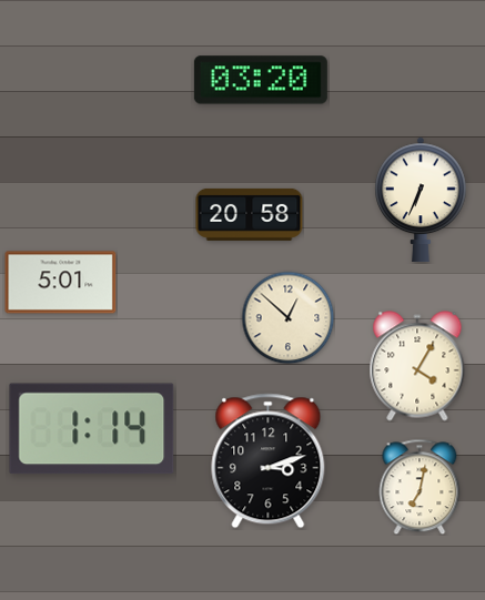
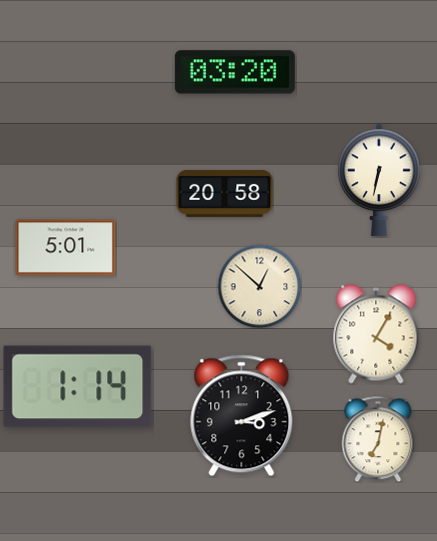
clock at (421, 199): 6:34 -> 6:32
clock at (61, 283) position: (61, 283) -> (66, 248)
clock at (417, 366) position: (417, 366) -> (376, 334)
clock at (92, 429) position: (92, 429) -> (78, 387)
